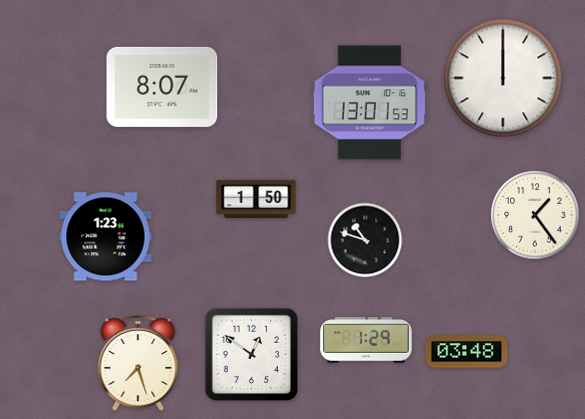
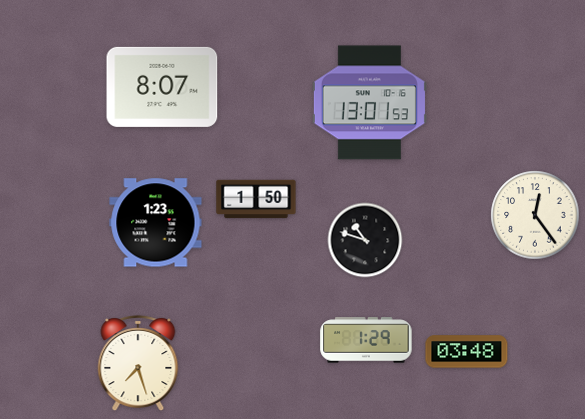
clock at (503, 78): 12:00 -> none
clock at (535, 215): 1:24 -> 12:24
clock at (106, 237) position: (106, 237) -> (156, 223)
clock at (251, 354): 12:51 -> none
